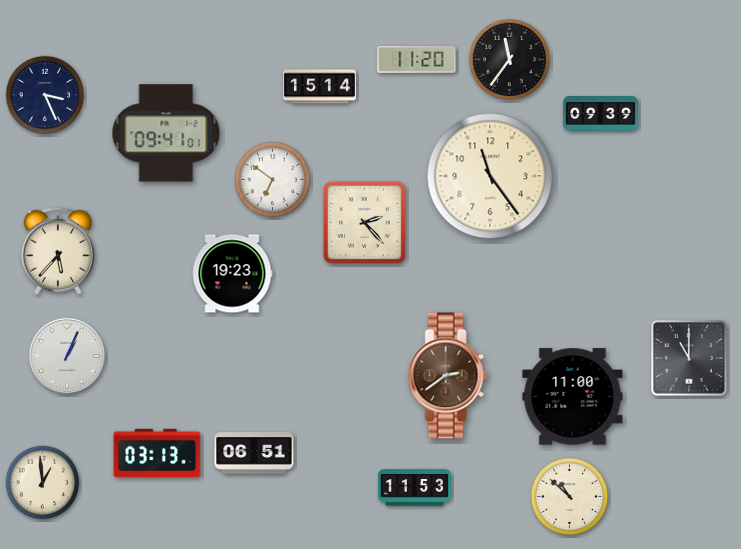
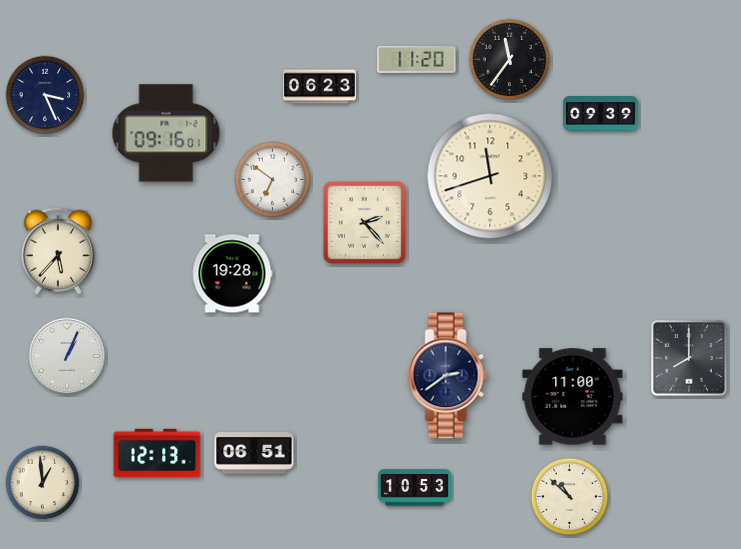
clock at (319, 87): 15:14 -> 06:23
clock at (166, 133): 09:41 -> 09:16
clock at (490, 176): 11:24 -> 11:42
clock at (232, 274): 19:23 -> 19:28
clock at (689, 358): 11:00 -> 8:00
clock at (448, 376) dial: brown -> navy
clock at (157, 452): 03:13 -> 12:13
clock at (414, 488): 11:53 -> 10:53
